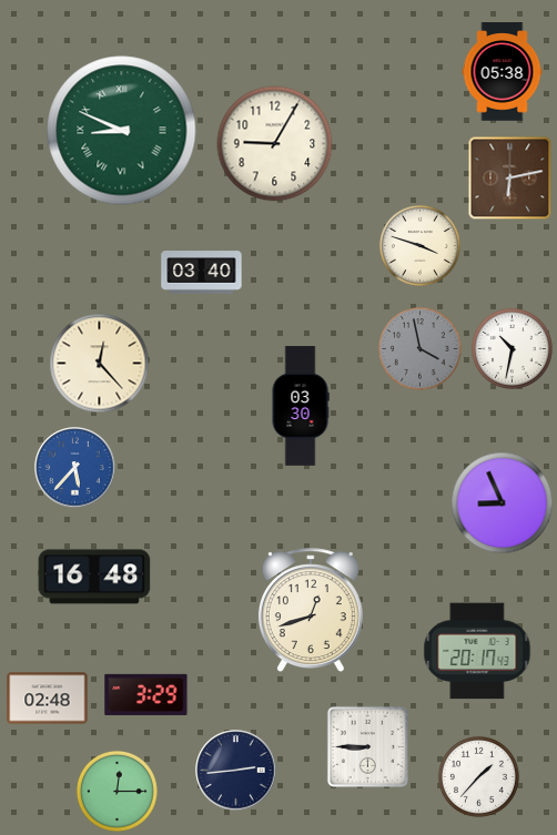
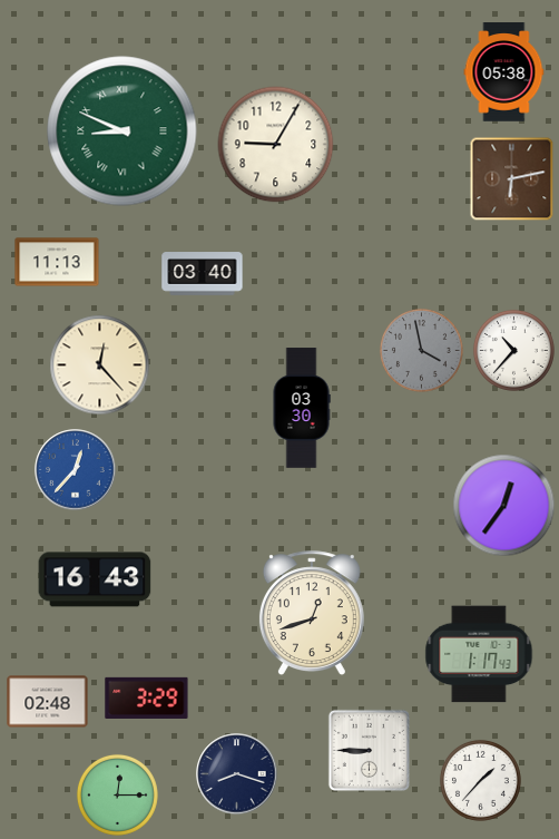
clock at (419, 245): 3:48 -> none
clock at (57, 262): none -> 11:13
clock at (512, 348): 10:32 -> 10:37
clock at (75, 468): 5:37 -> 12:37
clock at (503, 503): 8:56 -> 12:36
clock at (94, 577): 16:48 -> 16:43
clock at (477, 651): 20:17 -> 1:17
clock at (236, 771): 2:44 -> 8:18
